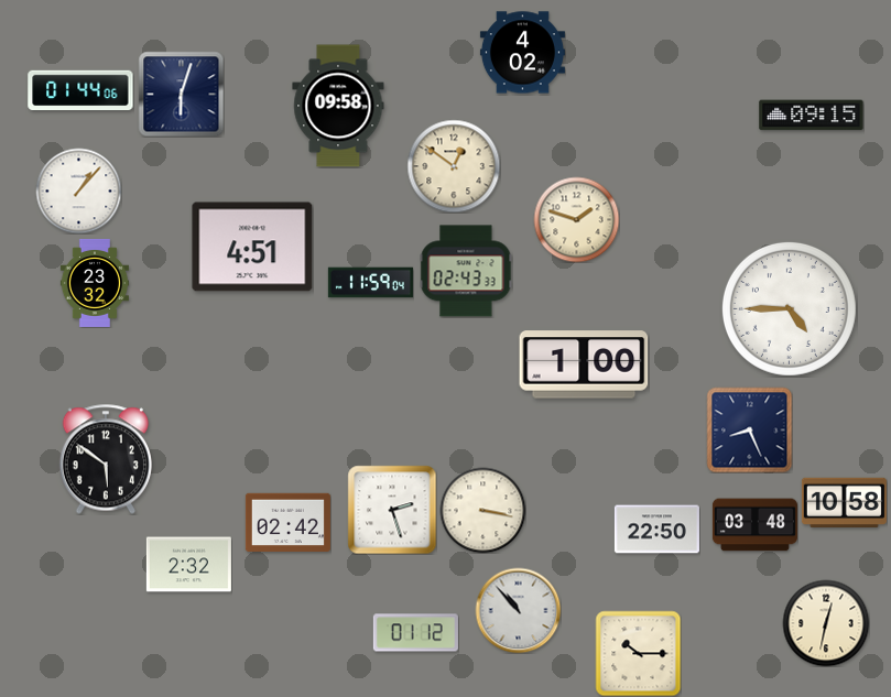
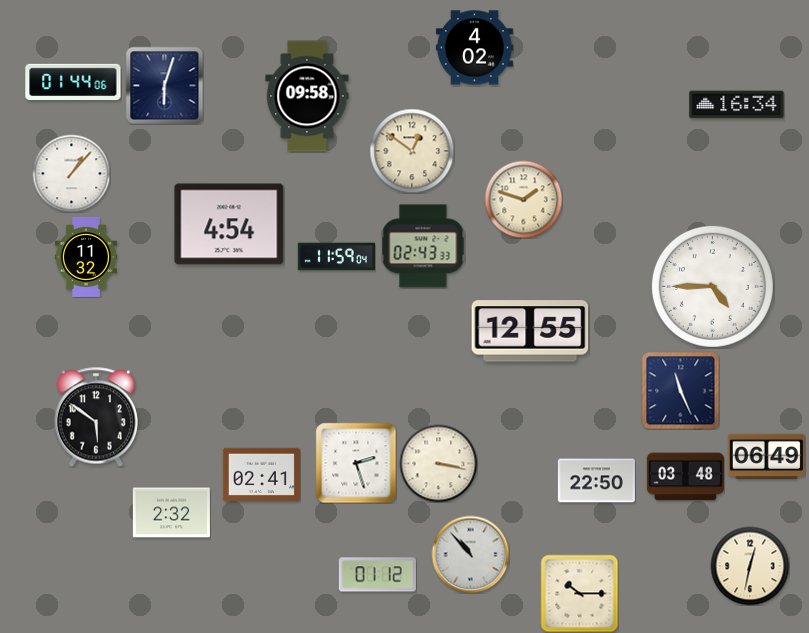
clock at (812, 116): 09:15 -> 16:34
clock at (252, 247): 4:51 -> 4:54
clock at (95, 283): 23:32 -> 11:32
clock at (789, 308) position: (789, 308) -> (712, 286)
clock at (584, 364): 1:00 -> 12:55
clock at (749, 429): 8:26 -> 11:26
clock at (844, 502): 10:58 -> 06:49
clock at (287, 522): 02:42 -> 02:41
